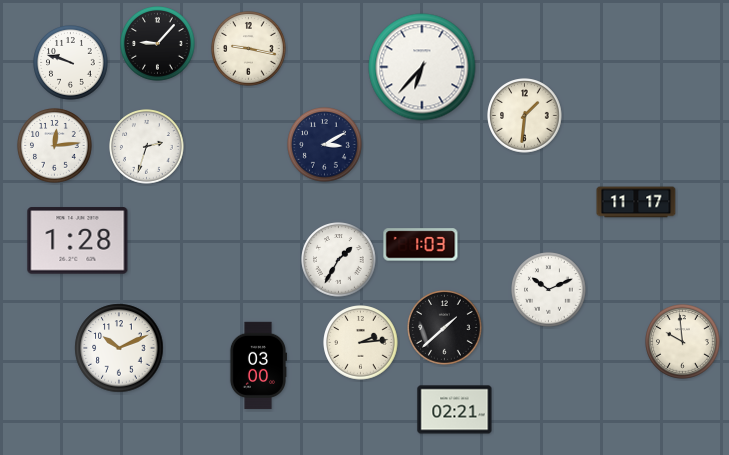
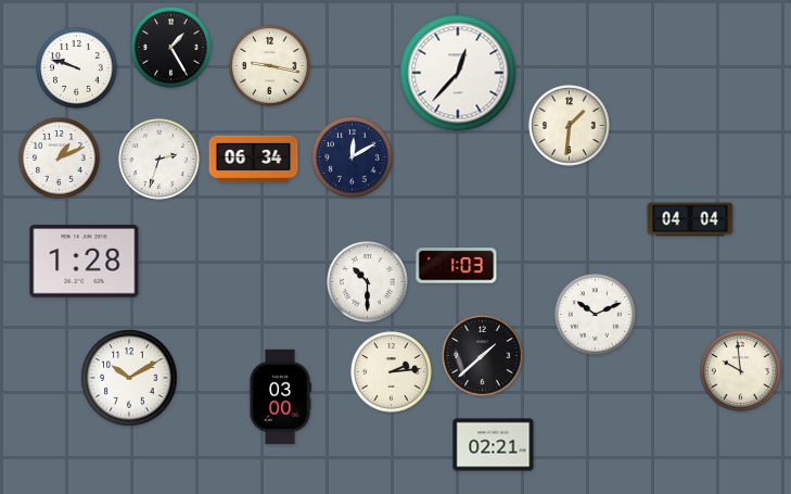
clock at (158, 44): 9:07 -> 1:25
clock at (249, 49) position: (249, 49) -> (270, 66)
clock at (422, 67): 6:37 -> 12:37
clock at (325, 145): 3:10 -> 12:10
clock at (55, 146): 12:14 -> 1:11
clock at (254, 160): none -> 06:34
clock at (636, 202): 11:17 -> 04:04
clock at (339, 260): 1:35 -> 10:30
clock at (119, 348): 10:11 -> 10:10
